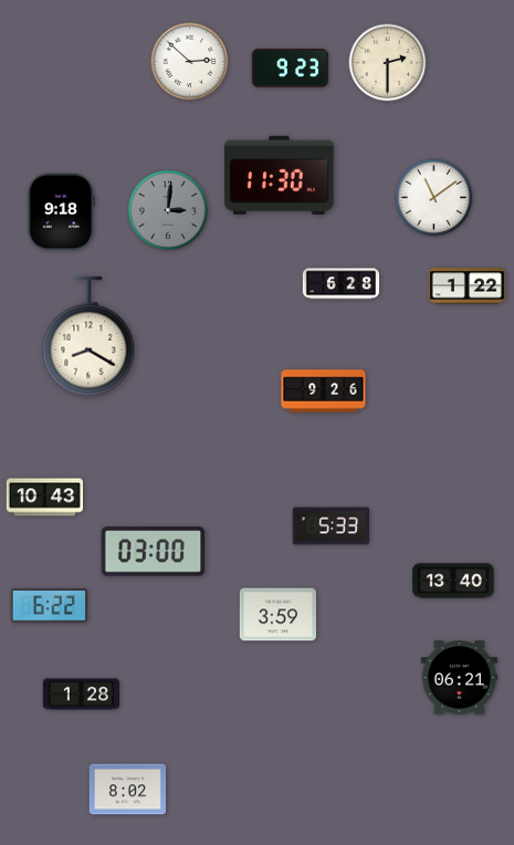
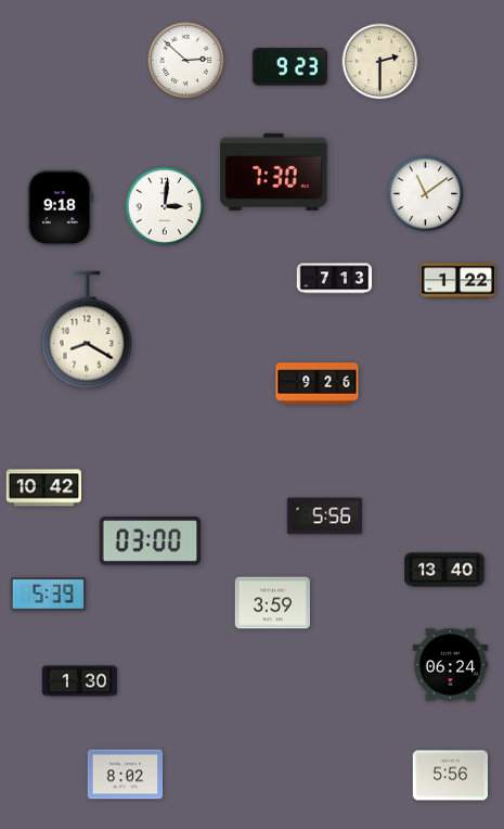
clock at (290, 69) position: (290, 69) -> (289, 67)
clock at (280, 175): 11:30 -> 7:30
clock at (168, 210) dial: grey -> white
clock at (342, 284): 6:28 -> 7:13
clock at (44, 498): 10:43 -> 10:42
clock at (331, 526): 5:33 -> 5:56
clock at (49, 606): 6:22 -> 5:39
clock at (459, 678): 06:21 -> 06:24
clock at (82, 695): 1:28 -> 1:30
clock at (450, 776): none -> 5:56
